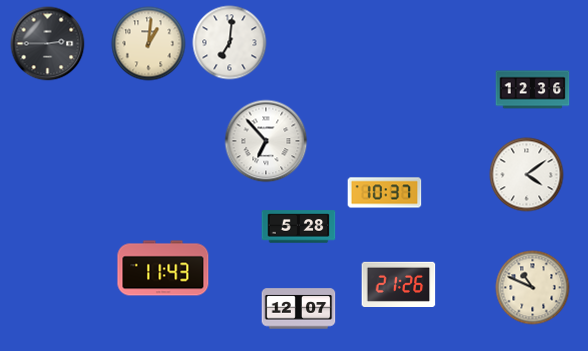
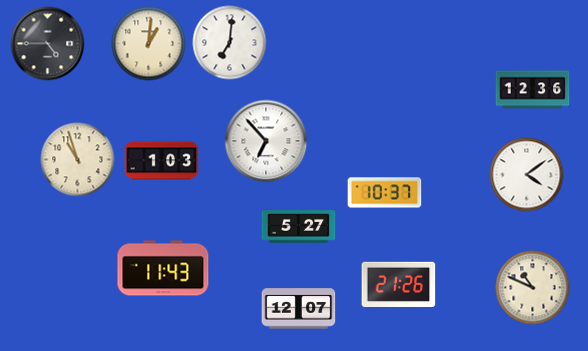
clock at (48, 44): 2:45 -> 4:45
clock at (78, 160): none -> 10:57
clock at (162, 161): none -> 1:03
clock at (299, 227): 5:28 -> 5:27
